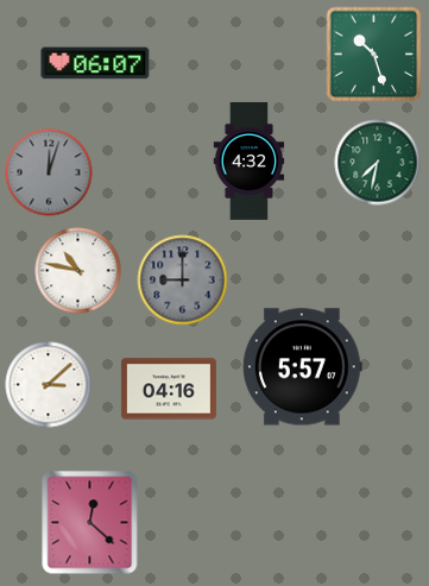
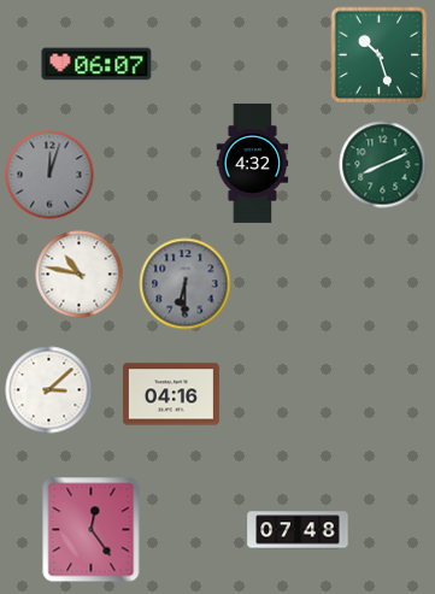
clock at (378, 163): 7:32 -> 8:11
clock at (183, 281): 9:00 -> 6:30
clock at (302, 367): 5:57 -> none
clock at (90, 523): 12:22 -> 12:24
clock at (298, 530): none -> 07:48
